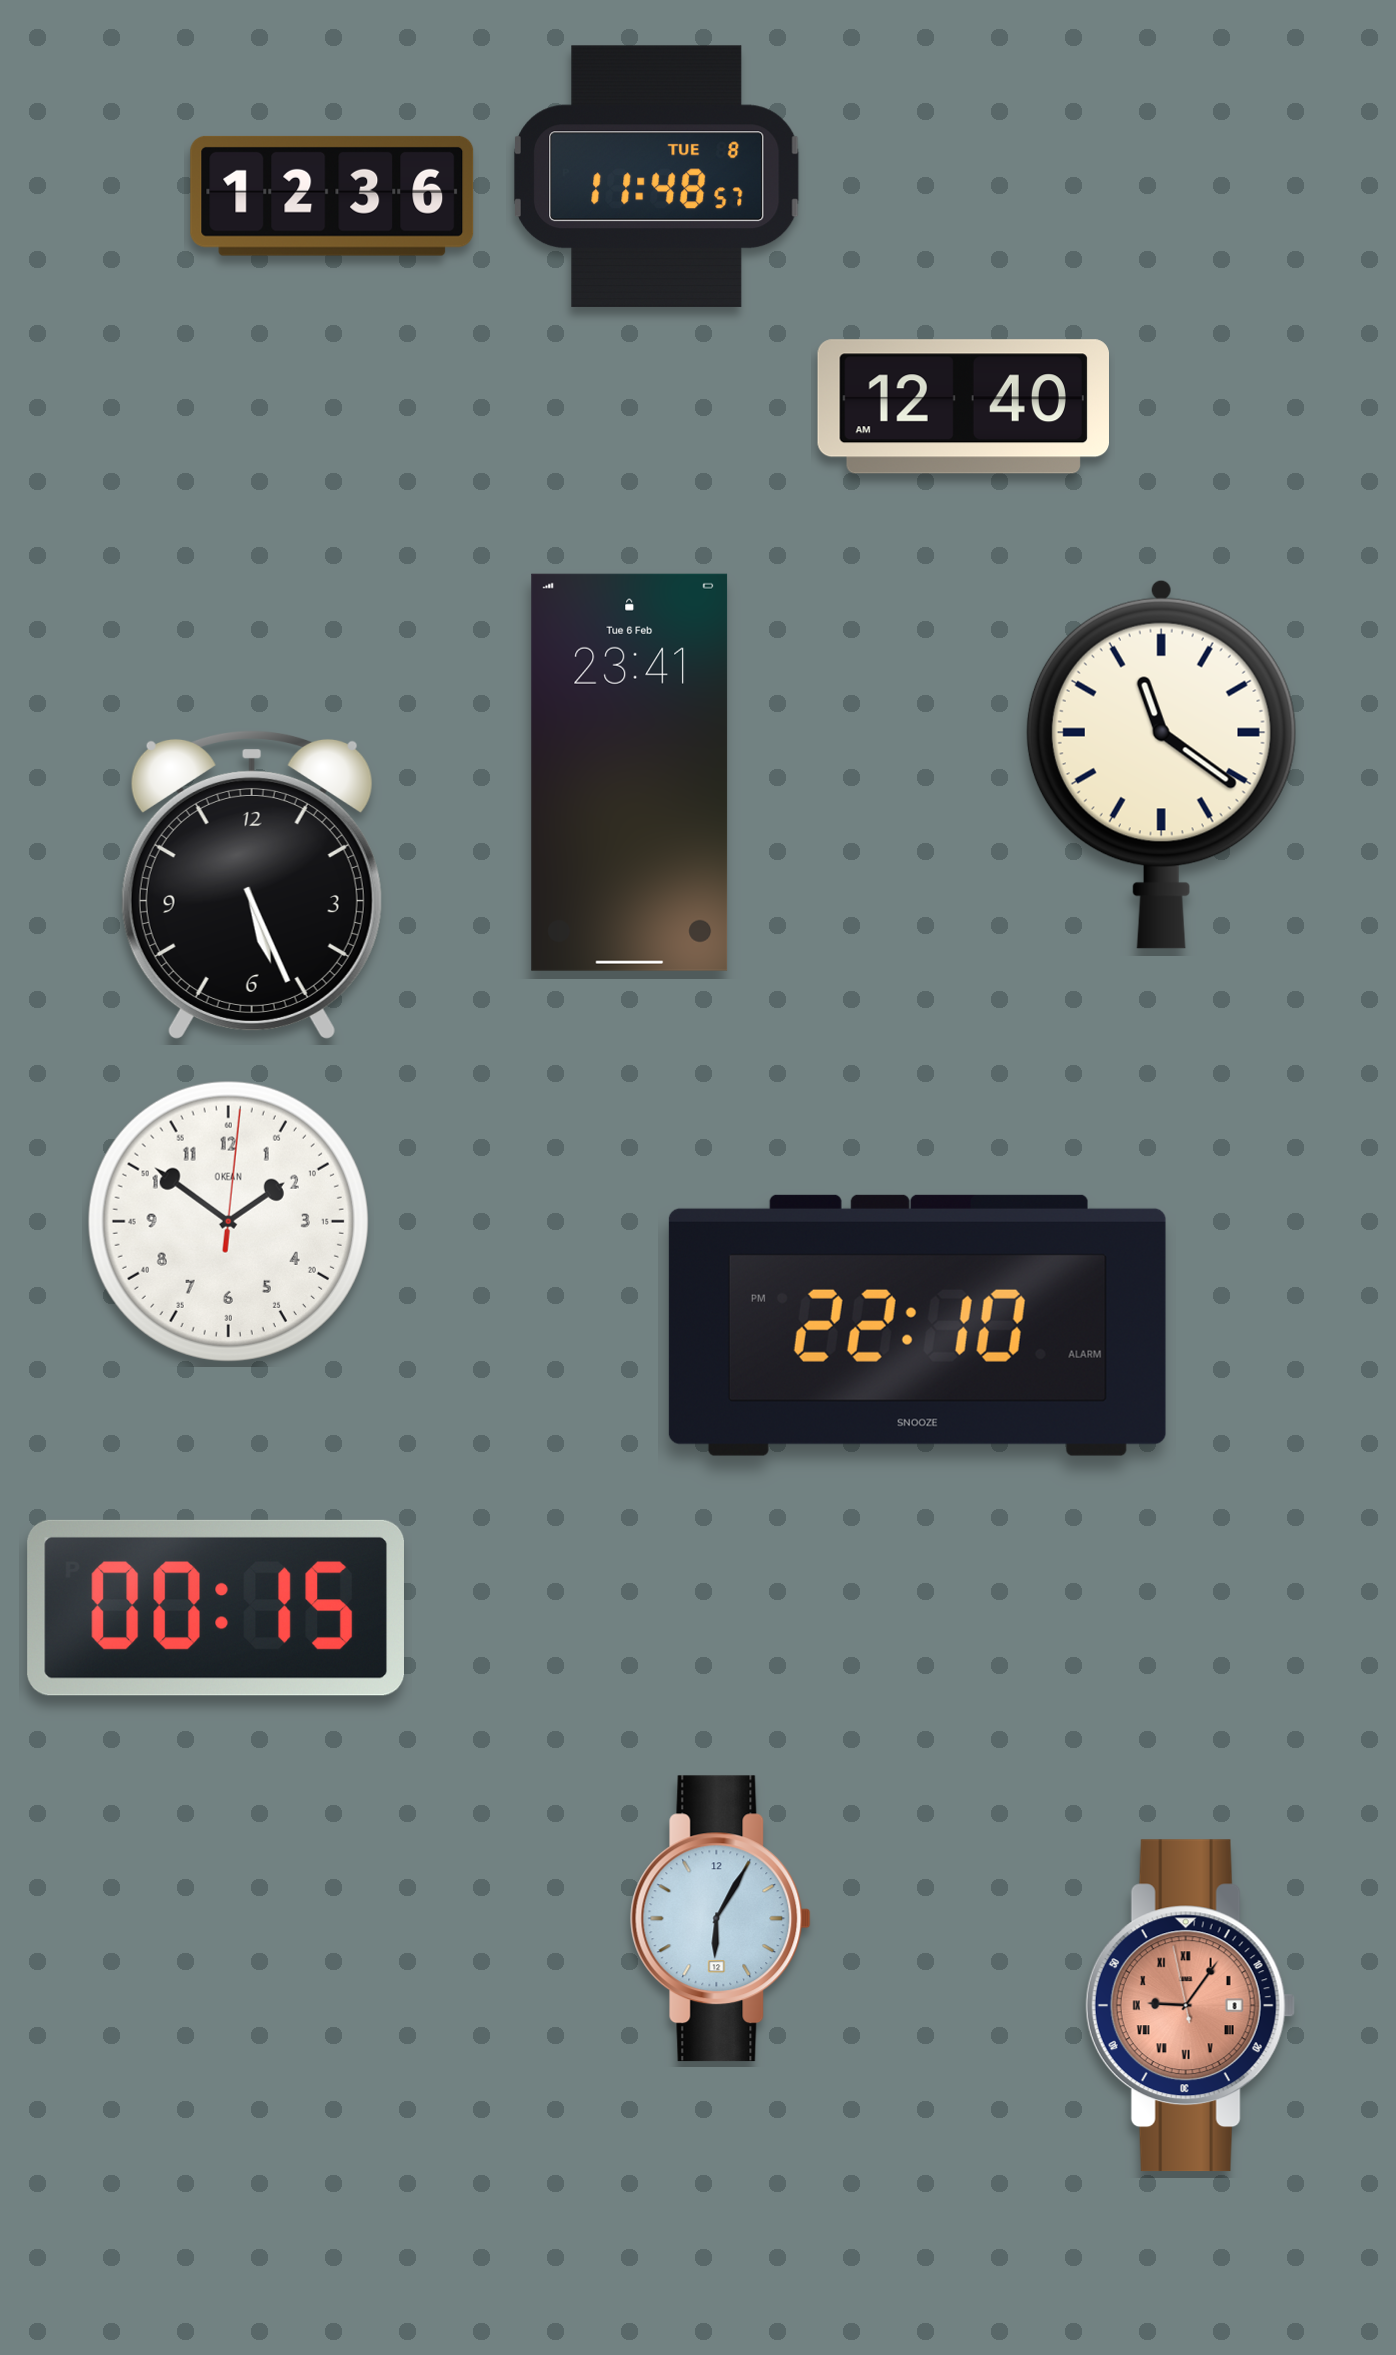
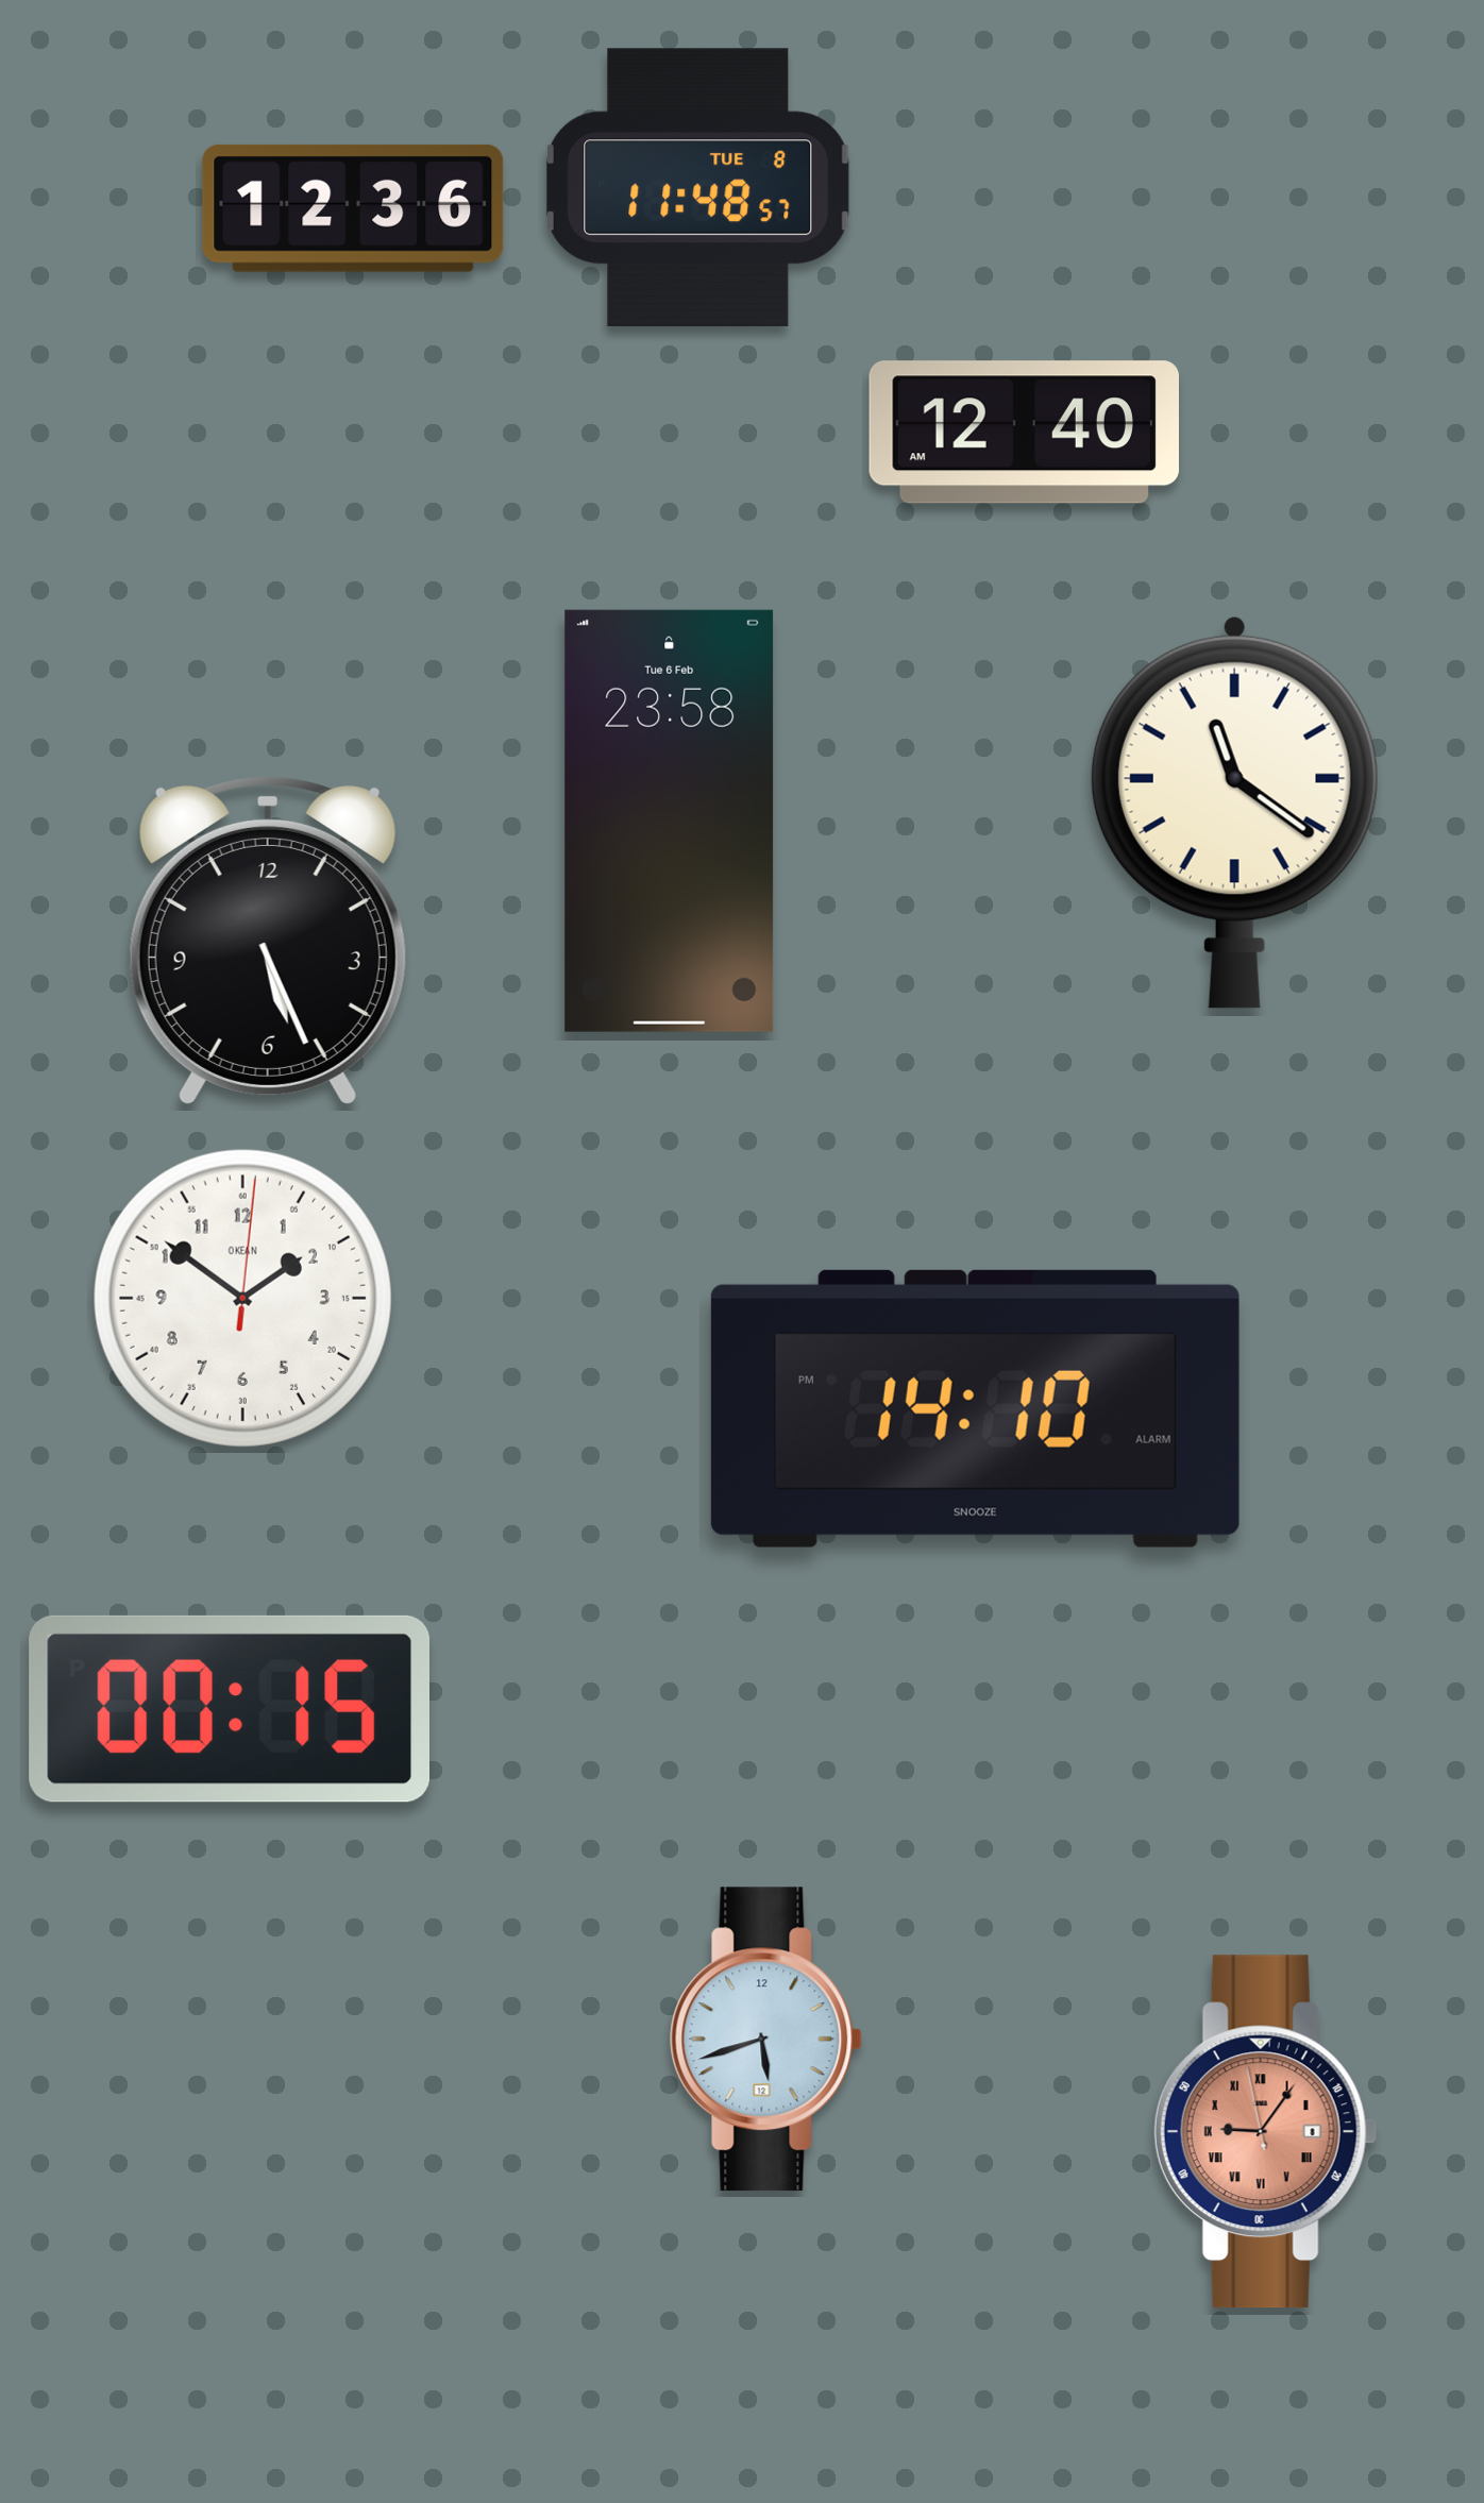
clock at (630, 772): 23:41 -> 23:58
clock at (917, 1325): 22:10 -> 14:10
clock at (720, 1919): 6:05 -> 5:42
